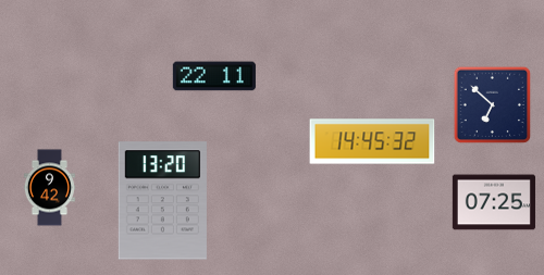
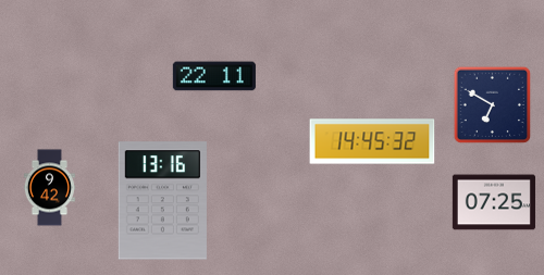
clock at (493, 105): 6:52 -> 6:50
clock at (162, 201): 13:20 -> 13:16
